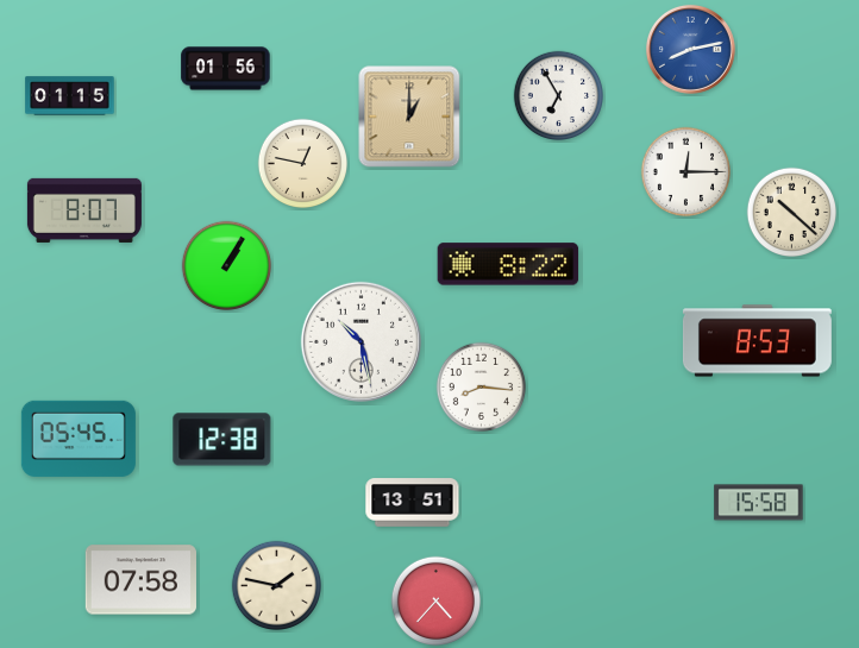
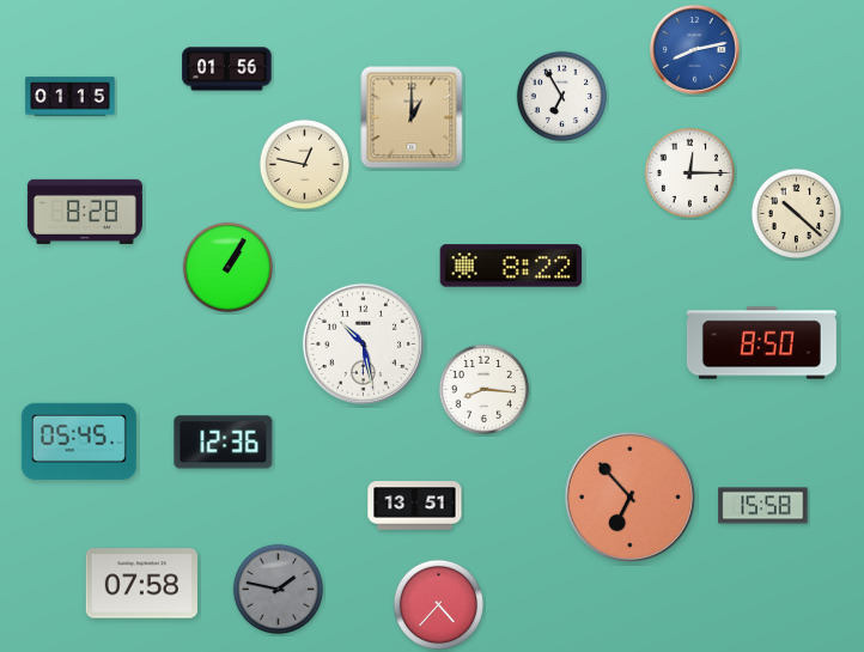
clock at (84, 210): 8:07 -> 8:28
clock at (757, 341): 8:53 -> 8:50
clock at (222, 440): 12:38 -> 12:36
clock at (631, 498): none -> 6:53
clock at (277, 586) dial: cream -> grey
